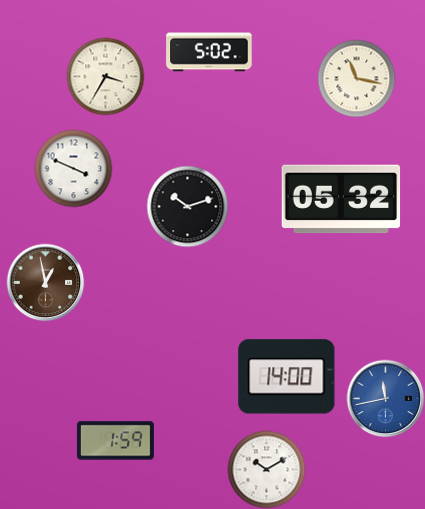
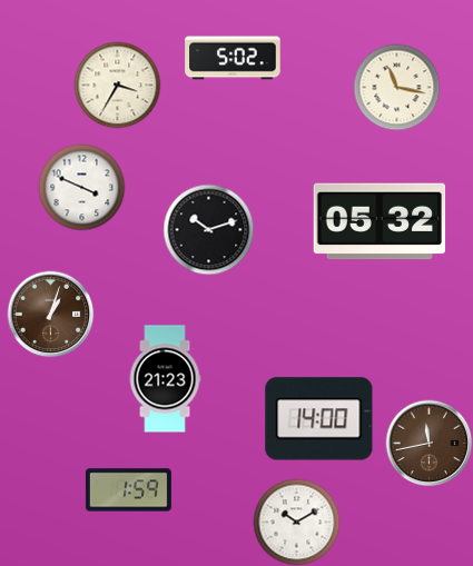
clock at (45, 282): 12:58 -> 1:03
clock at (165, 379): none -> 21:23
clock at (385, 398) dial: blue -> brown
